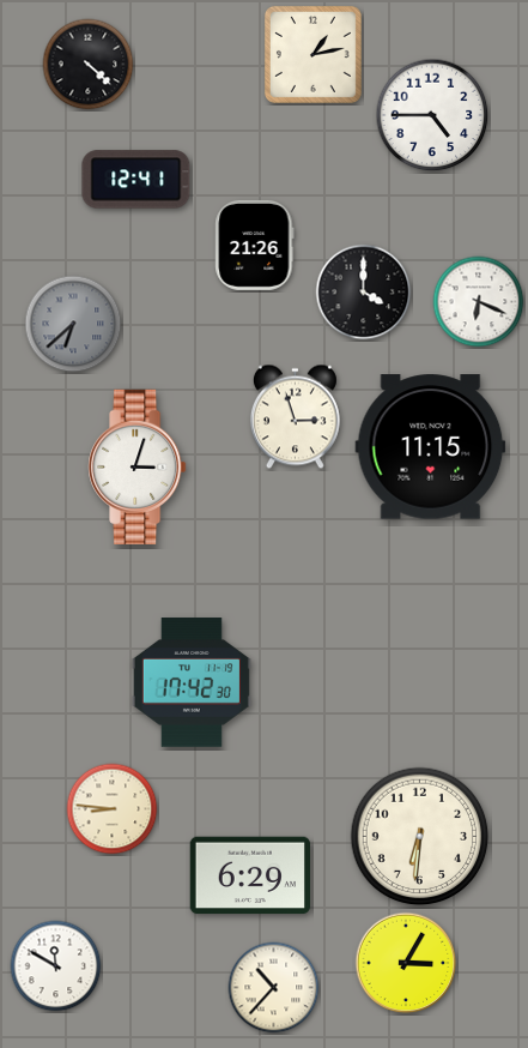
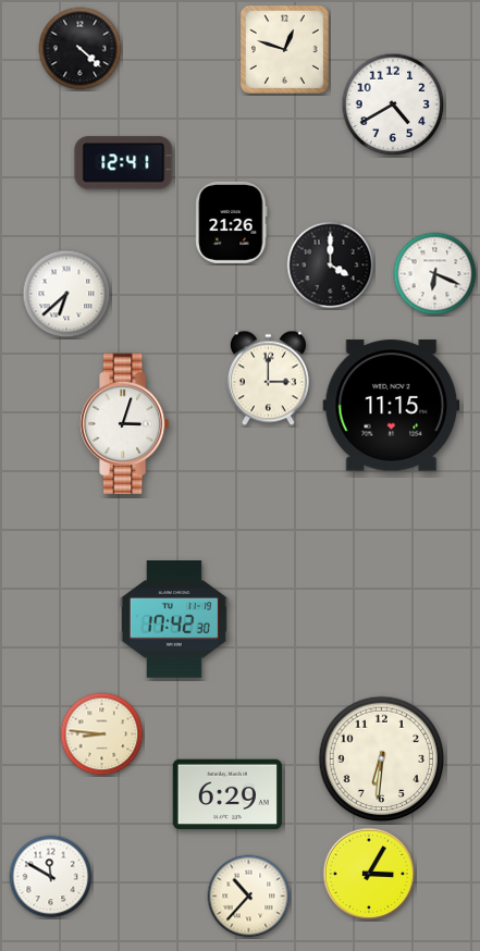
clock at (312, 54): 1:13 -> 12:48
clock at (89, 65) position: (89, 65) -> (81, 49)
clock at (432, 115): 4:45 -> 4:40
clock at (73, 324) dial: grey -> white
clock at (295, 417): 2:57 -> 3:00
